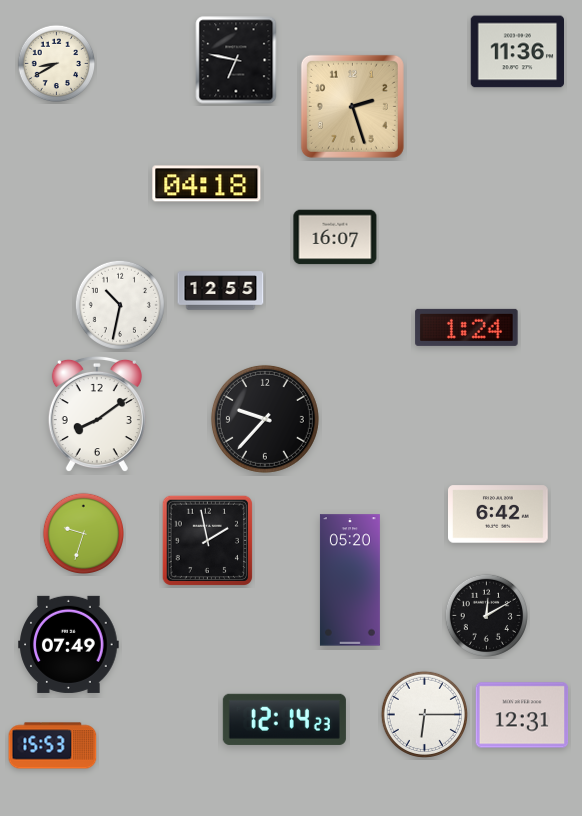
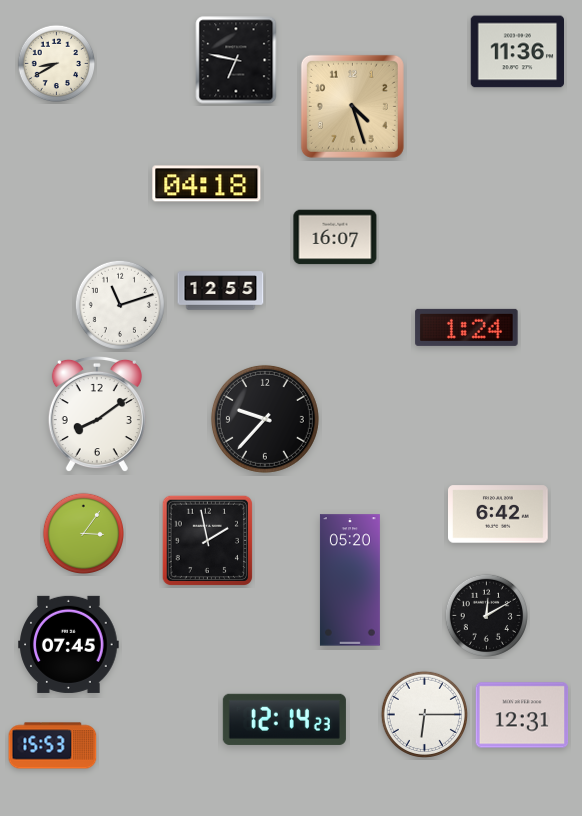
clock at (352, 106): 2:27 -> 4:27
clock at (120, 305): 10:32 -> 11:12
clock at (83, 533): 9:33 -> 3:06
clock at (69, 644): 07:49 -> 07:45
